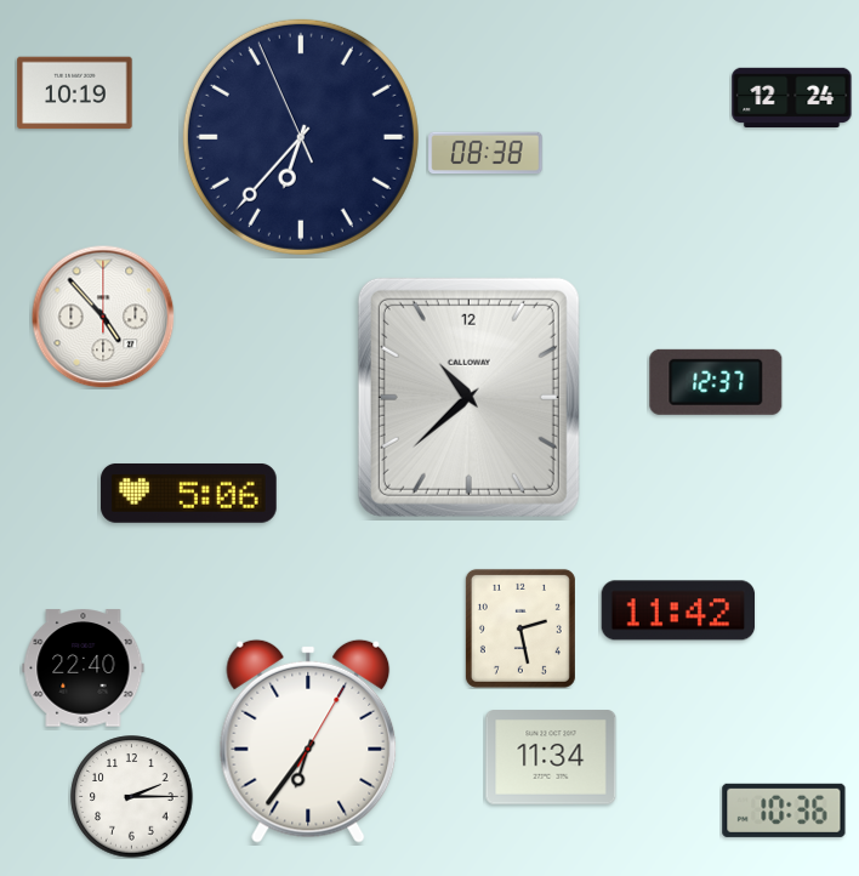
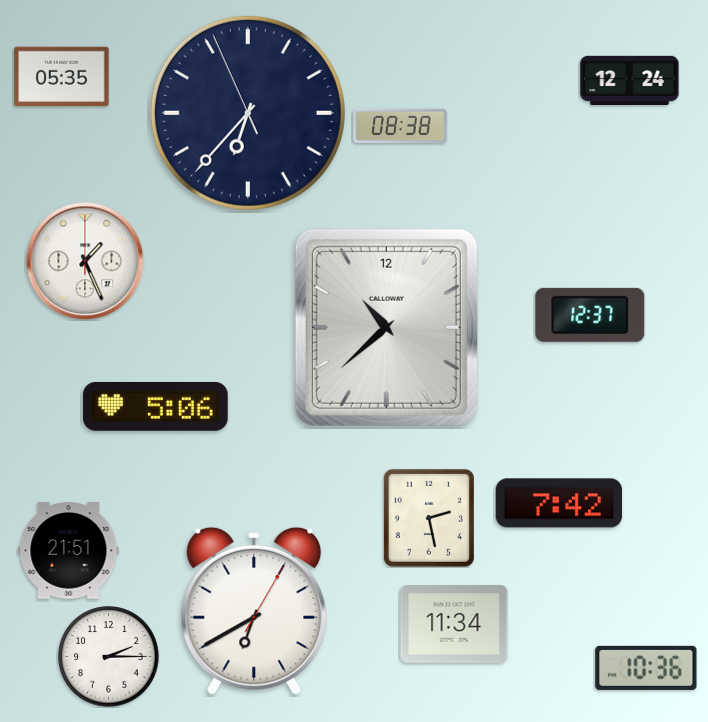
clock at (75, 93): 10:19 -> 05:35
clock at (792, 97) position: (792, 97) -> (630, 80)
clock at (103, 317): 4:53 -> 1:26
clock at (678, 610): 11:42 -> 7:42
clock at (84, 669): 22:40 -> 21:51
clock at (308, 741): 6:36 -> 6:40
